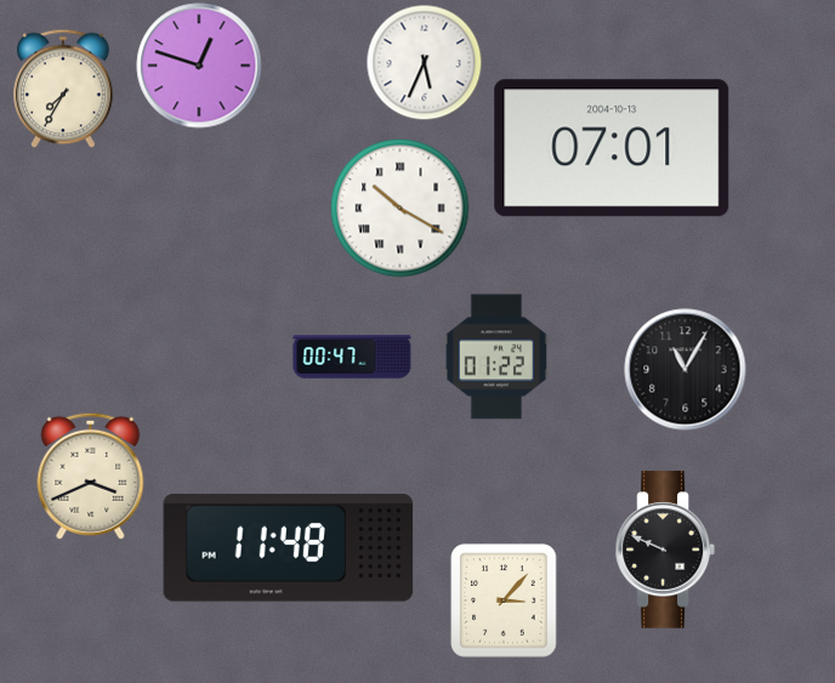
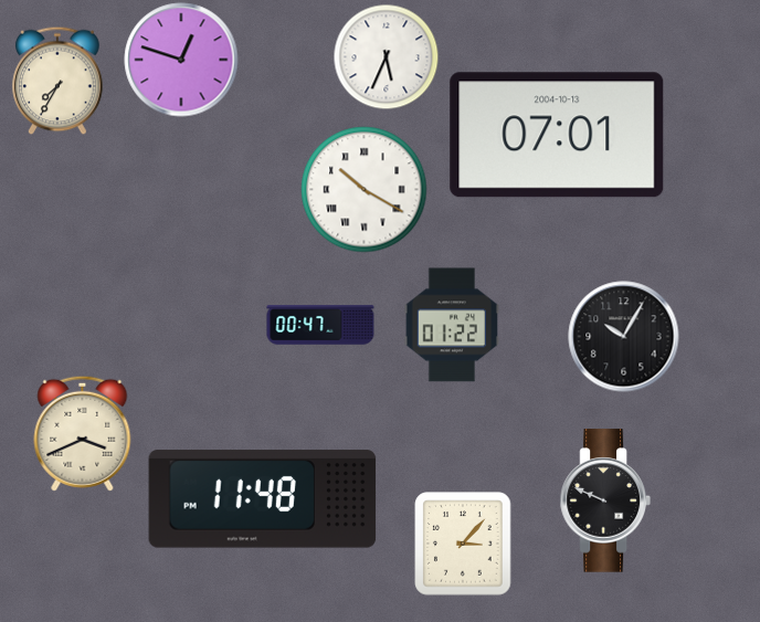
clock at (686, 370): 11:05 -> 10:05
clock at (504, 601) position: (504, 601) -> (463, 544)
